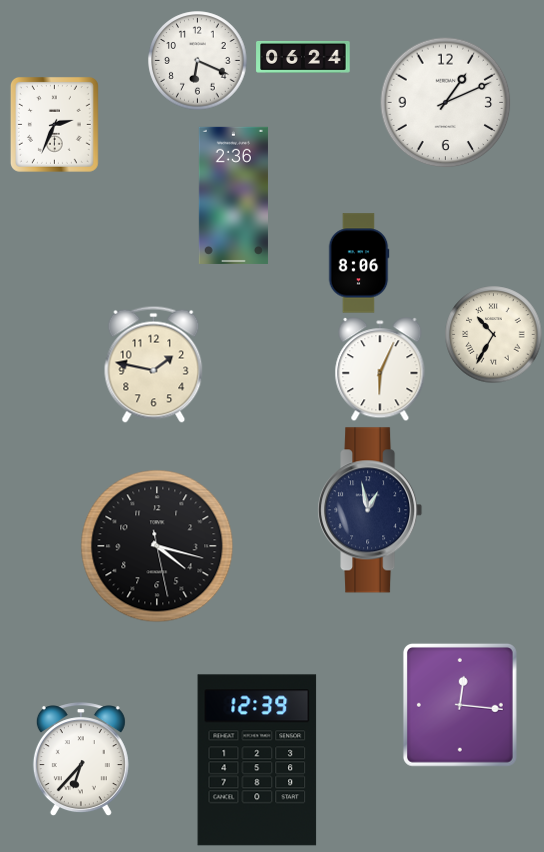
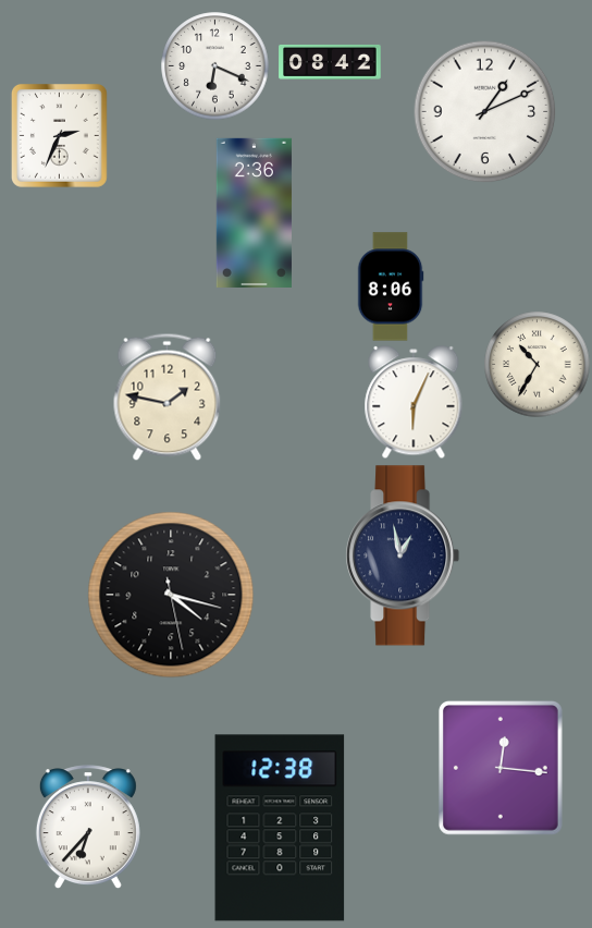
clock at (303, 57): 06:24 -> 08:42
clock at (257, 760): 12:39 -> 12:38
